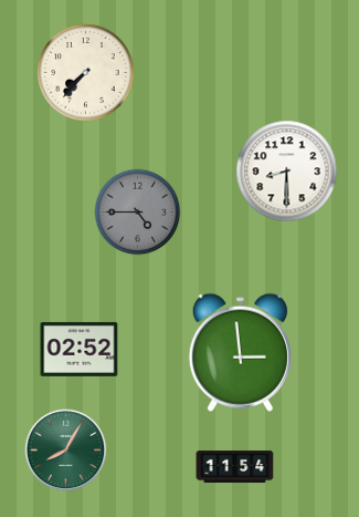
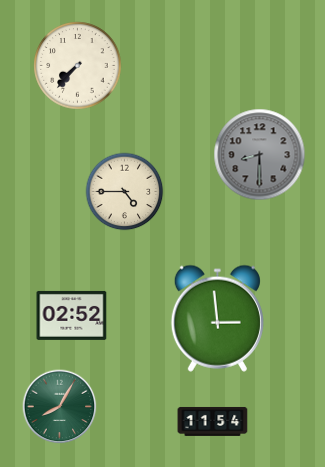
clock at (287, 172) dial: white -> grey
clock at (138, 213) dial: grey -> cream
